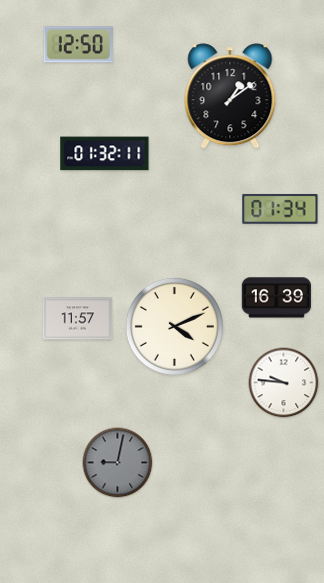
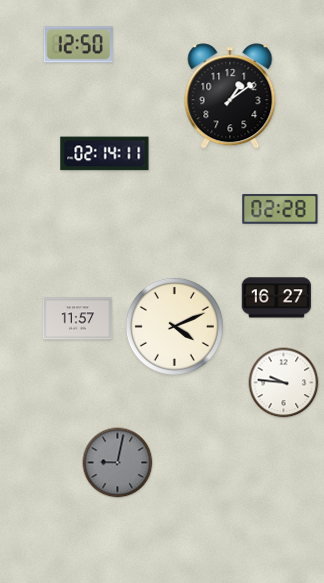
clock at (105, 154): 01:32 -> 02:14
clock at (280, 209): 01:34 -> 02:28
clock at (277, 298): 16:39 -> 16:27
